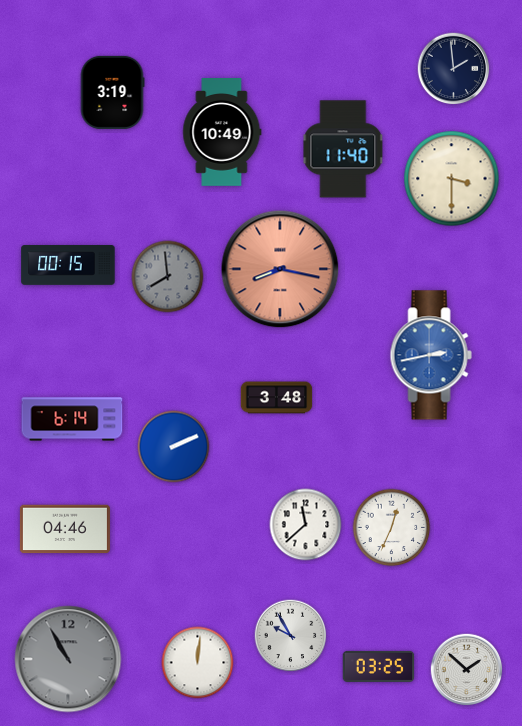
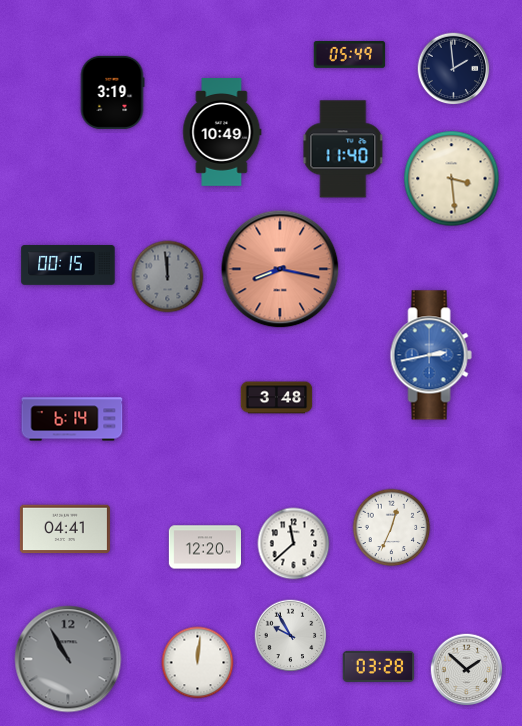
clock at (350, 55): none -> 05:49
clock at (452, 179): 3:30 -> 3:29
clock at (168, 277): 7:59 -> 11:59
clock at (174, 447): 2:11 -> none
clock at (306, 525) position: (306, 525) -> (294, 544)
clock at (65, 529): 04:46 -> 04:41
clock at (204, 547): none -> 12:20
clock at (379, 666): 03:25 -> 03:28
